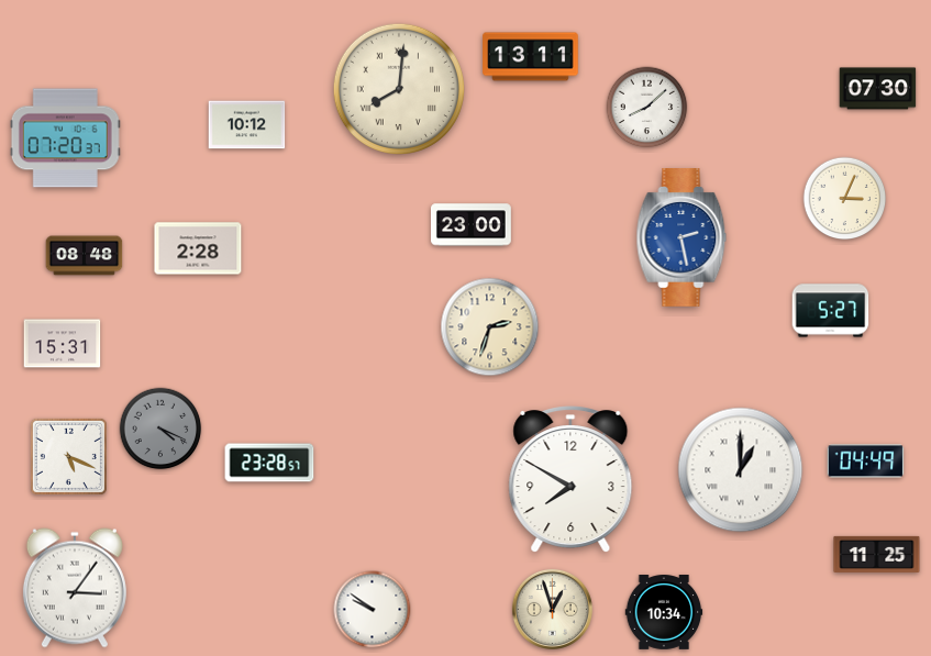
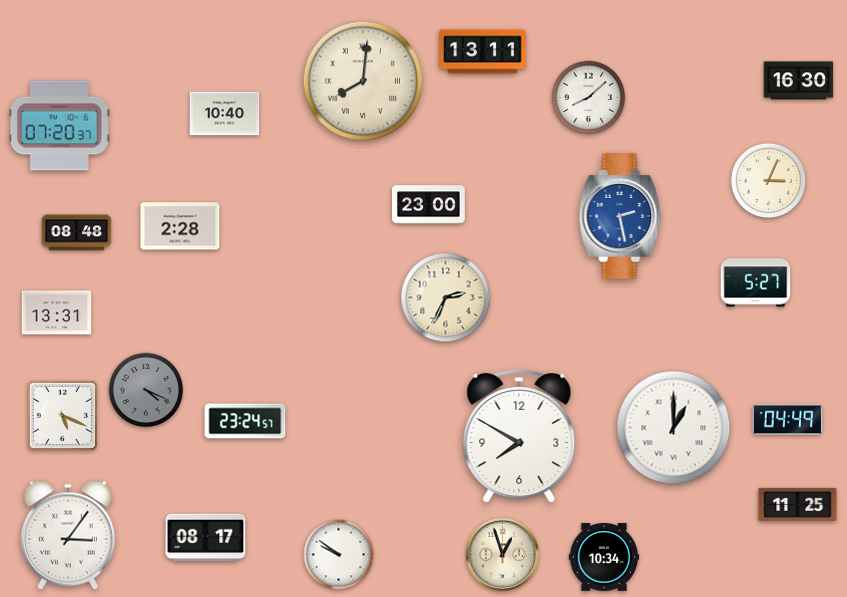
clock at (878, 89): 07:30 -> 16:30
clock at (247, 125): 10:12 -> 10:40
clock at (490, 327): 2:33 -> 2:34
clock at (63, 344): 15:31 -> 13:31
clock at (269, 463): 23:28 -> 23:24
clock at (206, 538): none -> 08:17
